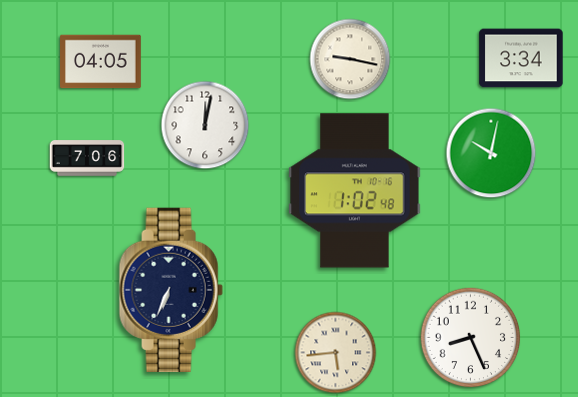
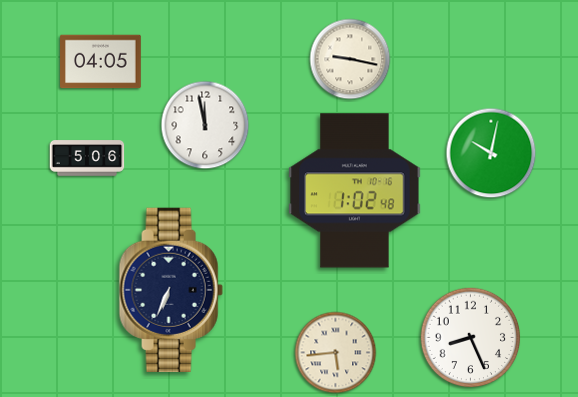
clock at (521, 58): 3:34 -> none
clock at (205, 125): 12:02 -> 11:58
clock at (87, 158): 7:06 -> 5:06
